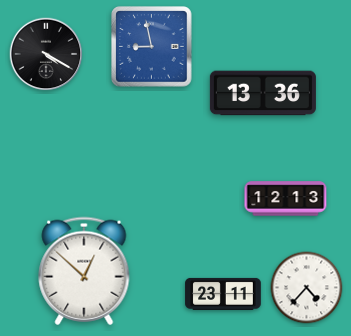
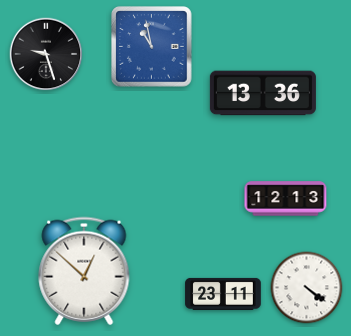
clock at (152, 47): 8:58 -> 10:58
clock at (46, 54): 4:20 -> 9:27
clock at (307, 288): 4:37 -> 4:21
